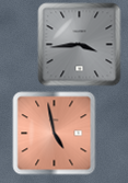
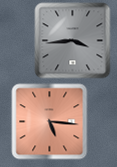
clock at (55, 134): 4:58 -> 5:16
